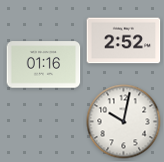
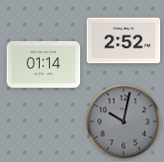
clock at (44, 65): 01:16 -> 01:14
clock at (124, 122) dial: white -> grey
